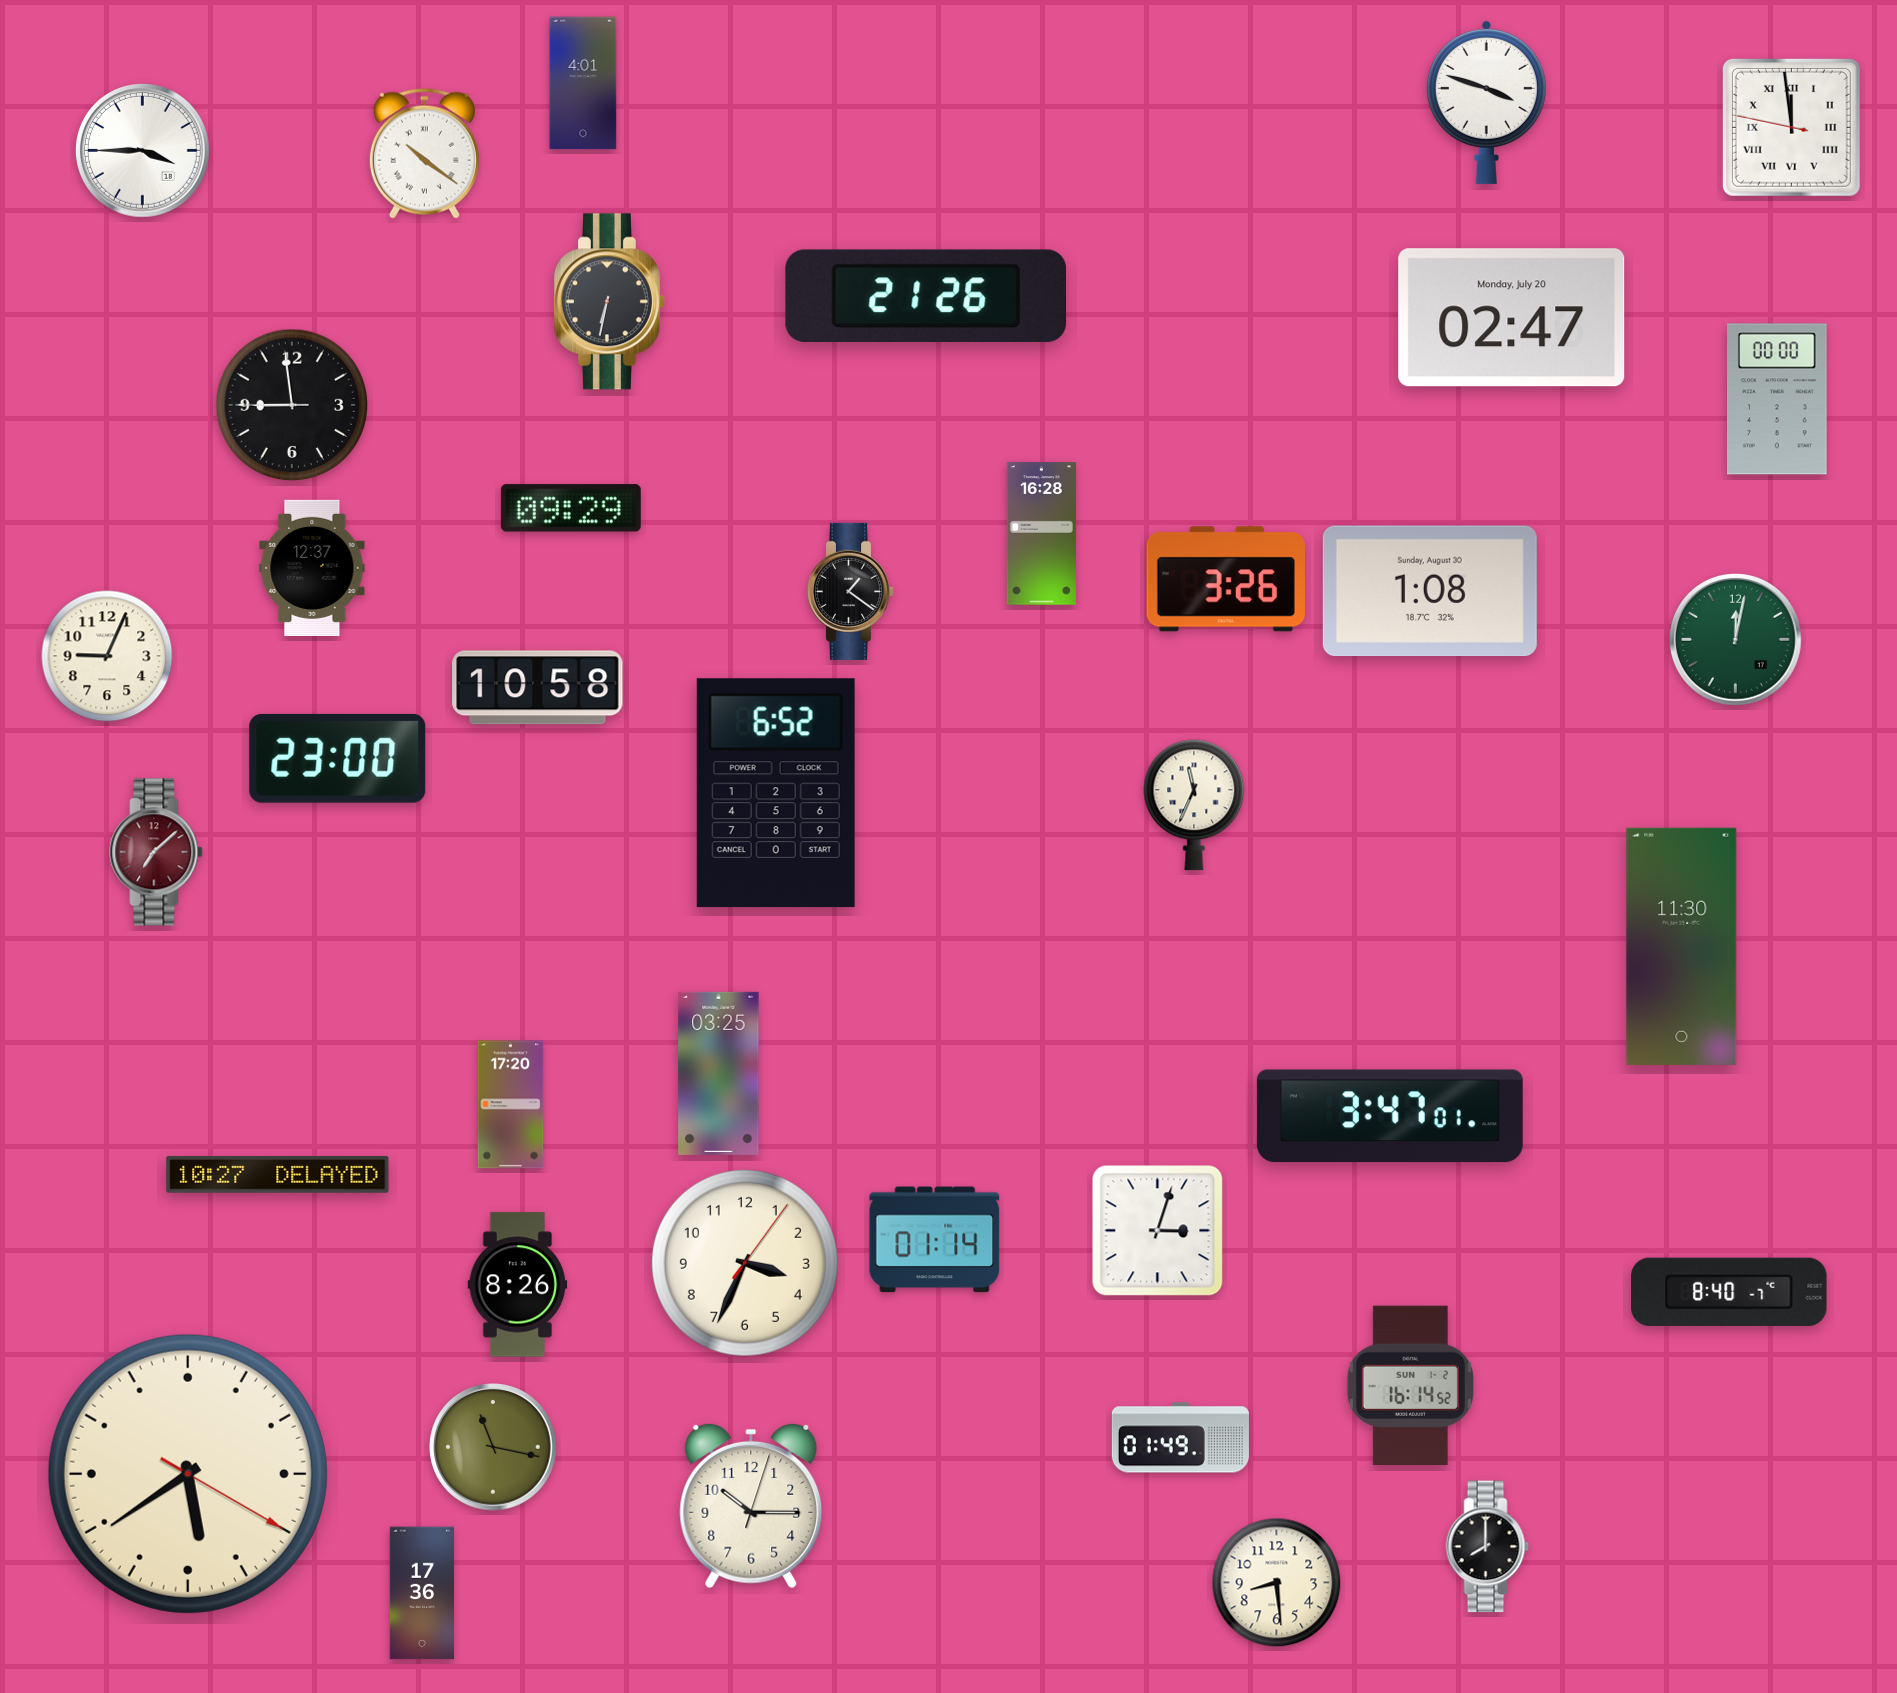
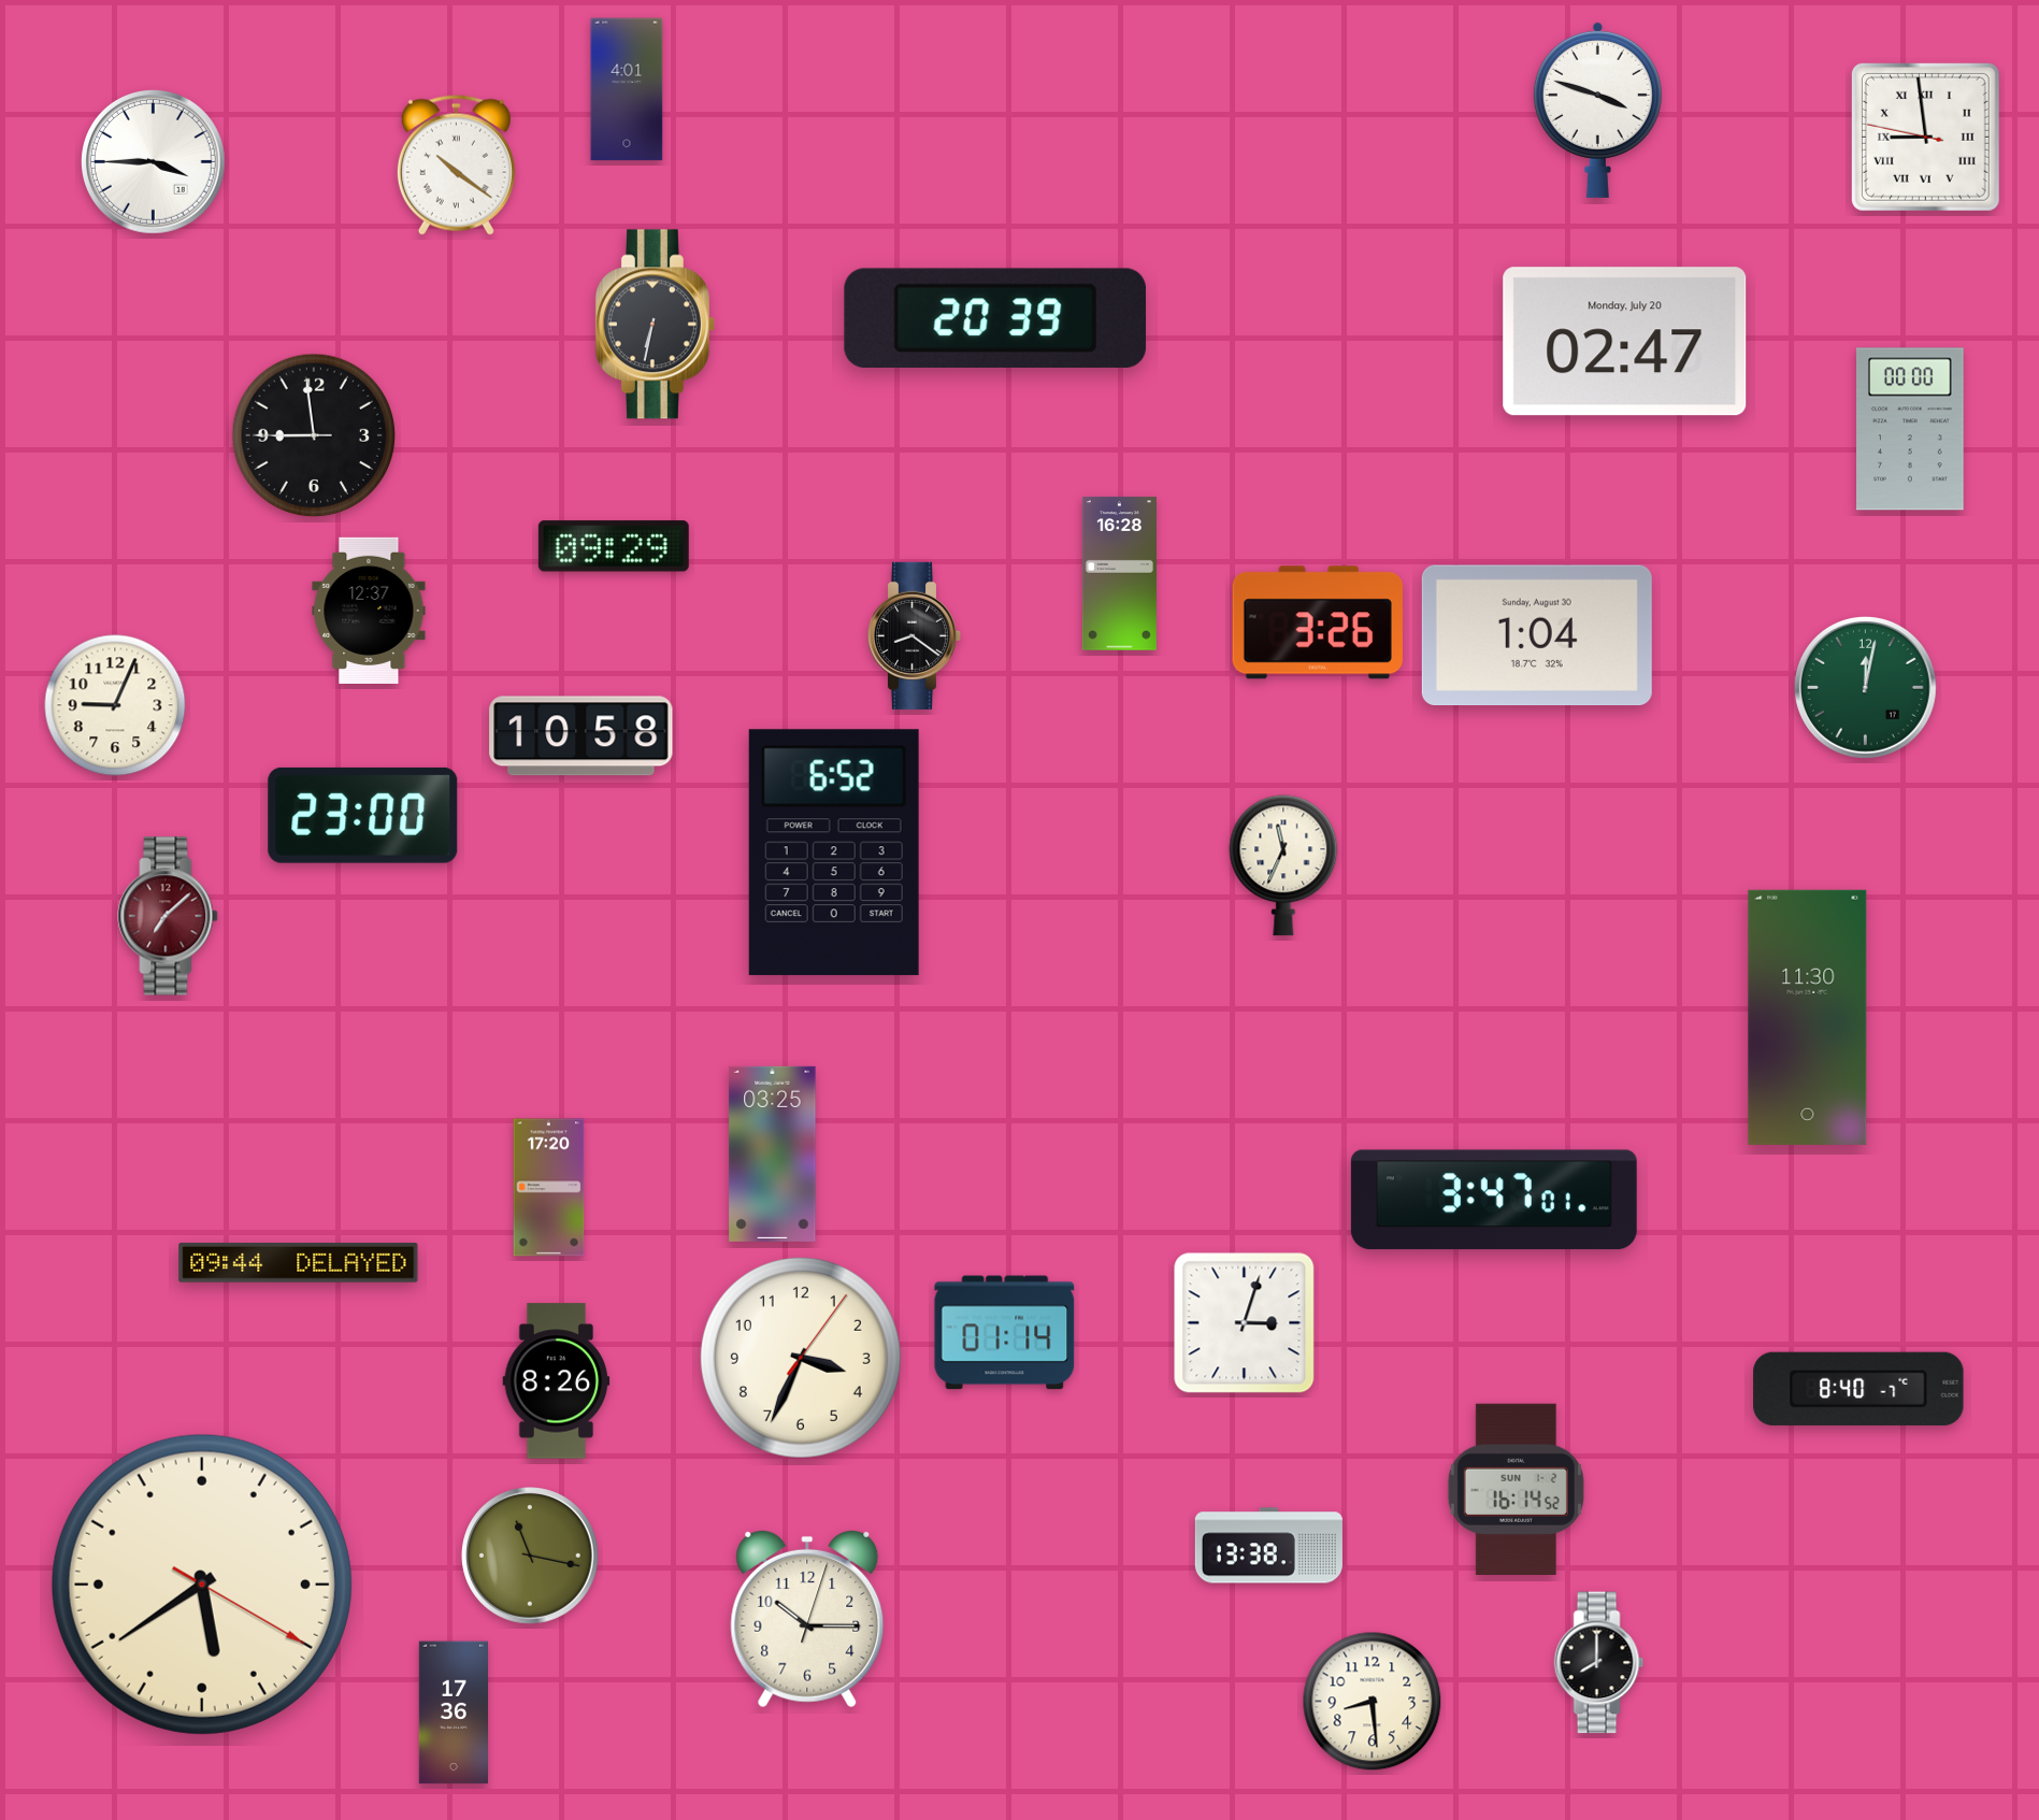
clock at (1791, 127): 11:58 -> 8:58
clock at (926, 296): 21:26 -> 20:39
clock at (312, 568) position: (312, 568) -> (369, 611)
clock at (851, 591): 1:21 -> 8:21
clock at (1430, 591): 1:08 -> 1:04
clock at (538, 688) position: (538, 688) -> (581, 736)
clock at (278, 1175): 10:27 -> 09:44
clock at (1180, 1438): 01:49 -> 13:38
